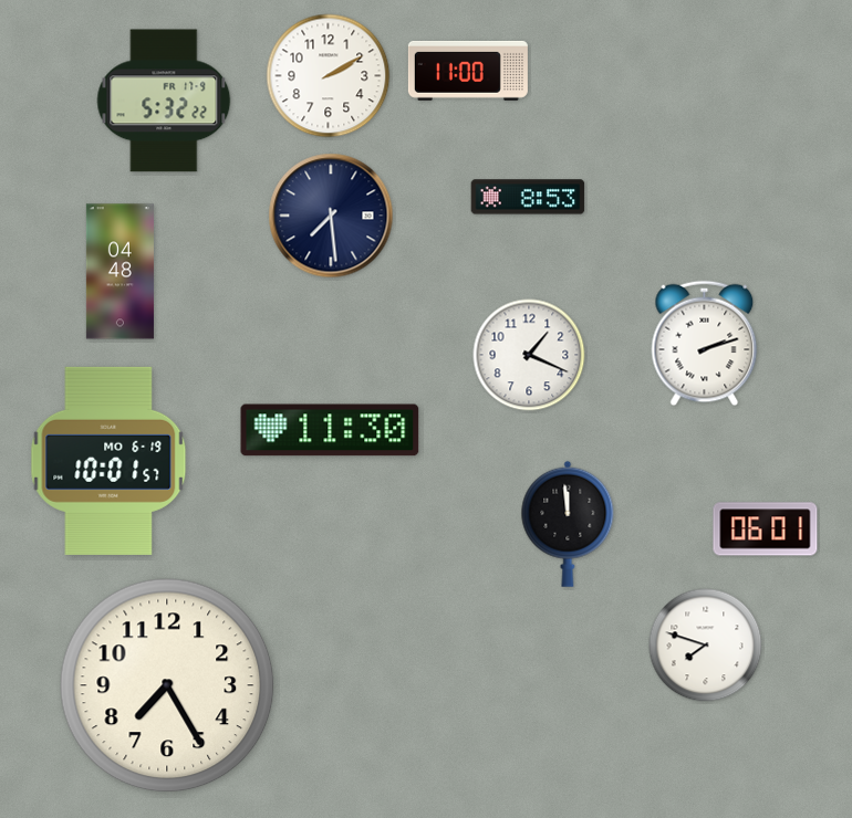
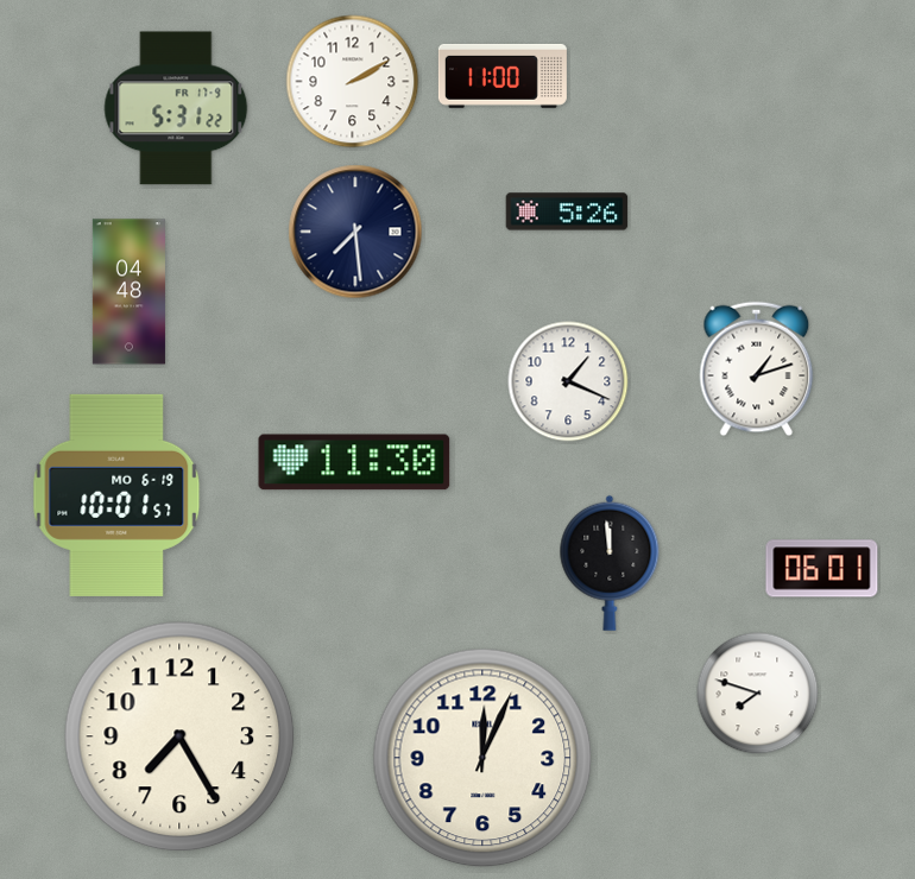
clock at (164, 101): 5:32 -> 5:31
clock at (528, 197): 8:53 -> 5:26
clock at (705, 344): 2:12 -> 1:12
clock at (482, 758): none -> 12:04
